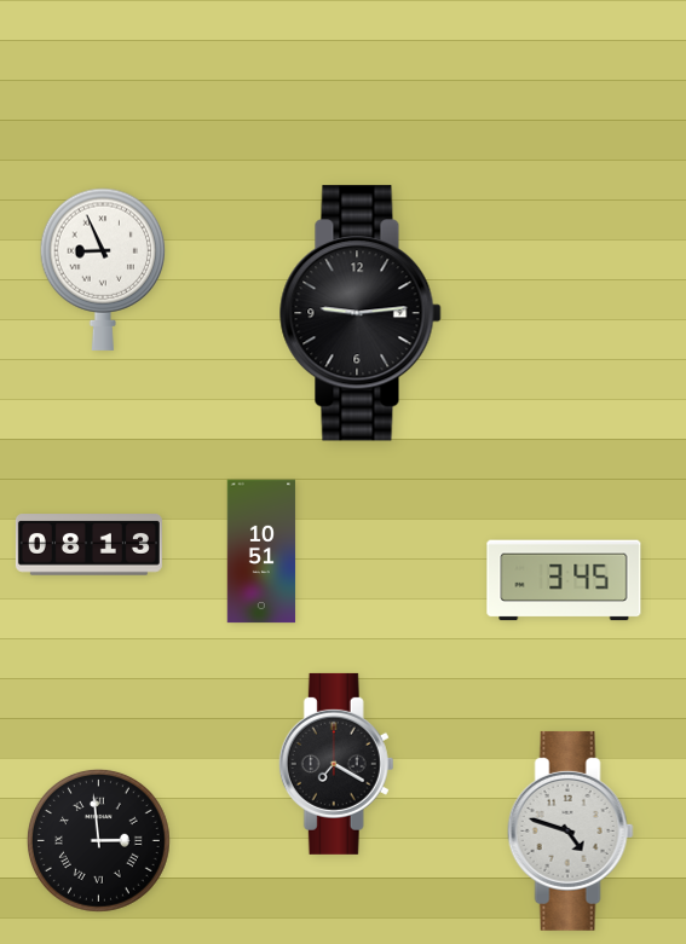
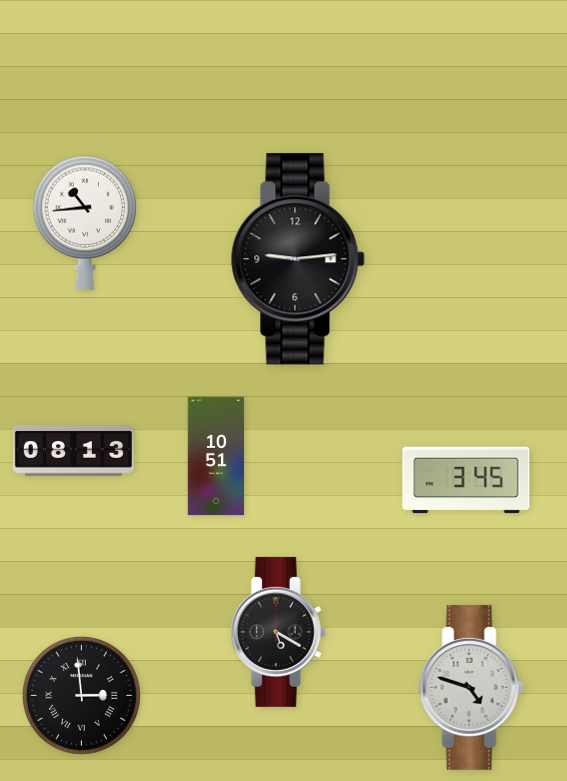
clock at (103, 270): 8:56 -> 10:44
clock at (336, 764): 7:20 -> 5:20
